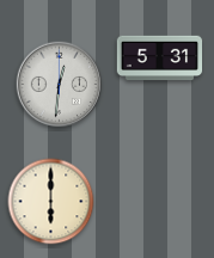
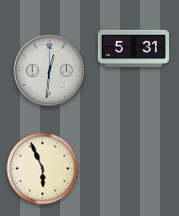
clock at (51, 202): 6:00 -> 5:56
